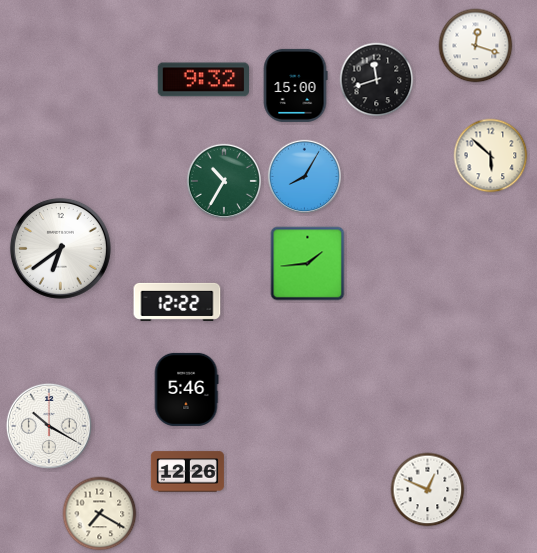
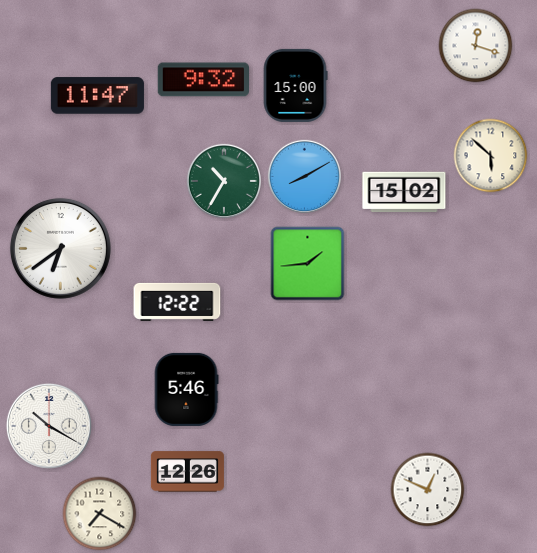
clock at (377, 80): 11:42 -> none
clock at (97, 96): none -> 11:47
clock at (304, 176): 8:05 -> 8:10
clock at (404, 192): none -> 15:02
